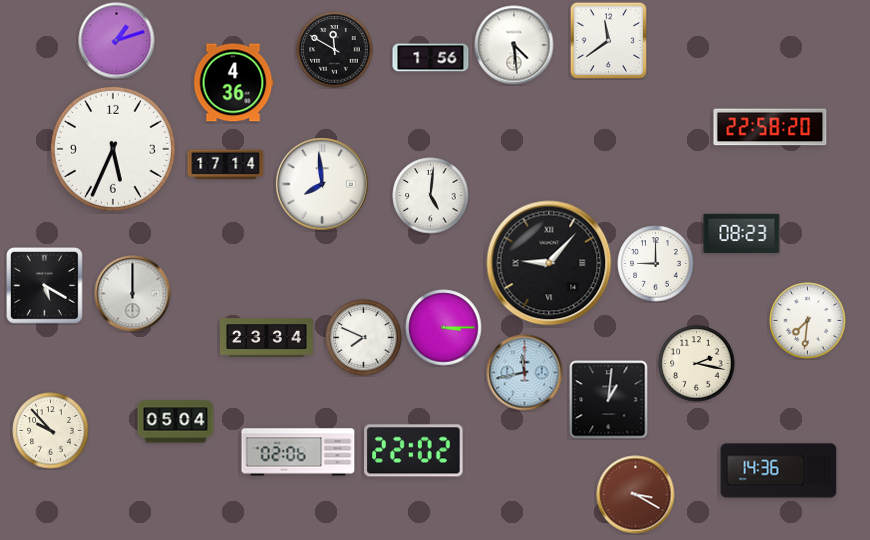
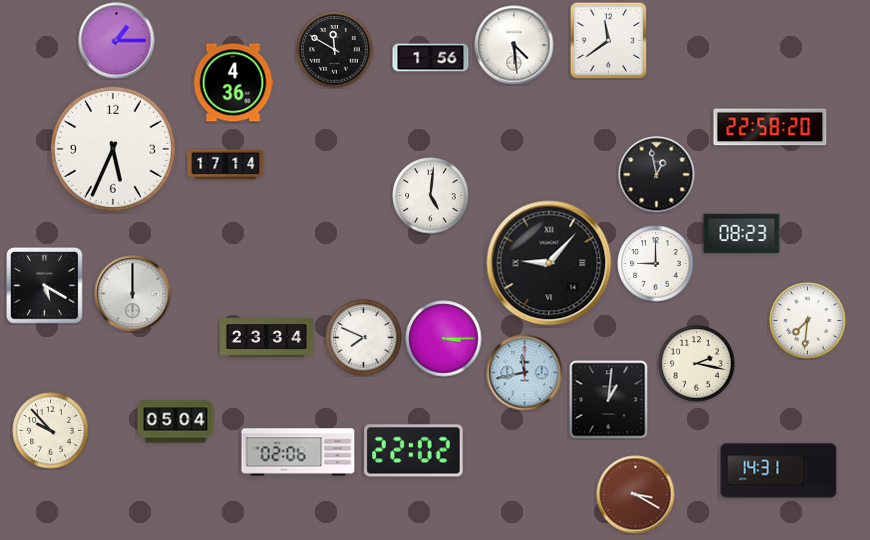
clock at (117, 41): 1:12 -> 1:15
clock at (657, 175): none -> 12:58
clock at (323, 185): 7:59 -> none
clock at (444, 328) position: (444, 328) -> (444, 339)
clock at (779, 471): 14:36 -> 14:31
